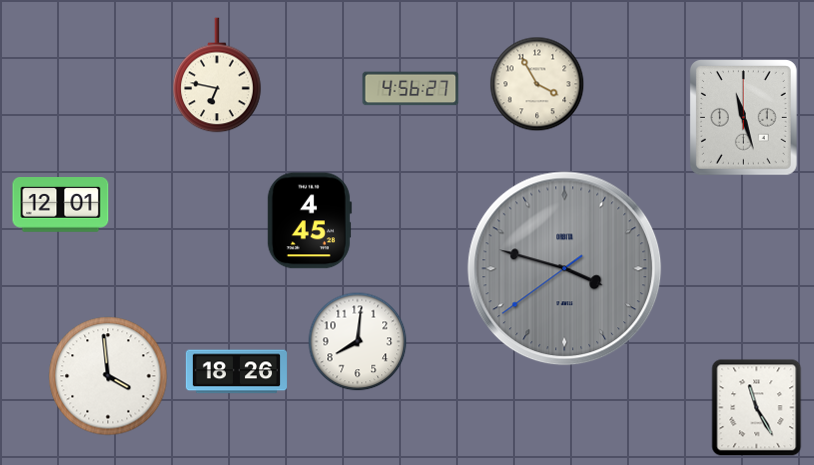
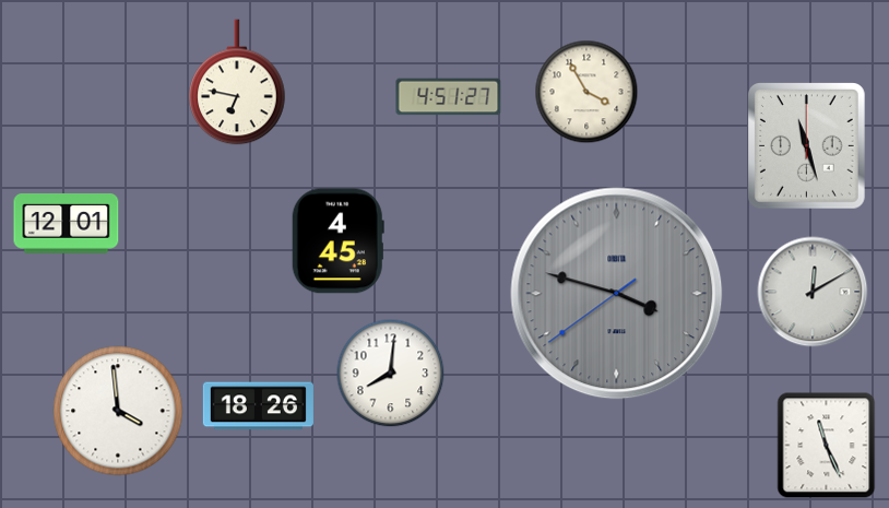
clock at (411, 89): 4:56 -> 4:51
clock at (744, 118) position: (744, 118) -> (807, 146)
clock at (813, 292): none -> 12:10
clock at (757, 408): 11:25 -> 11:26
